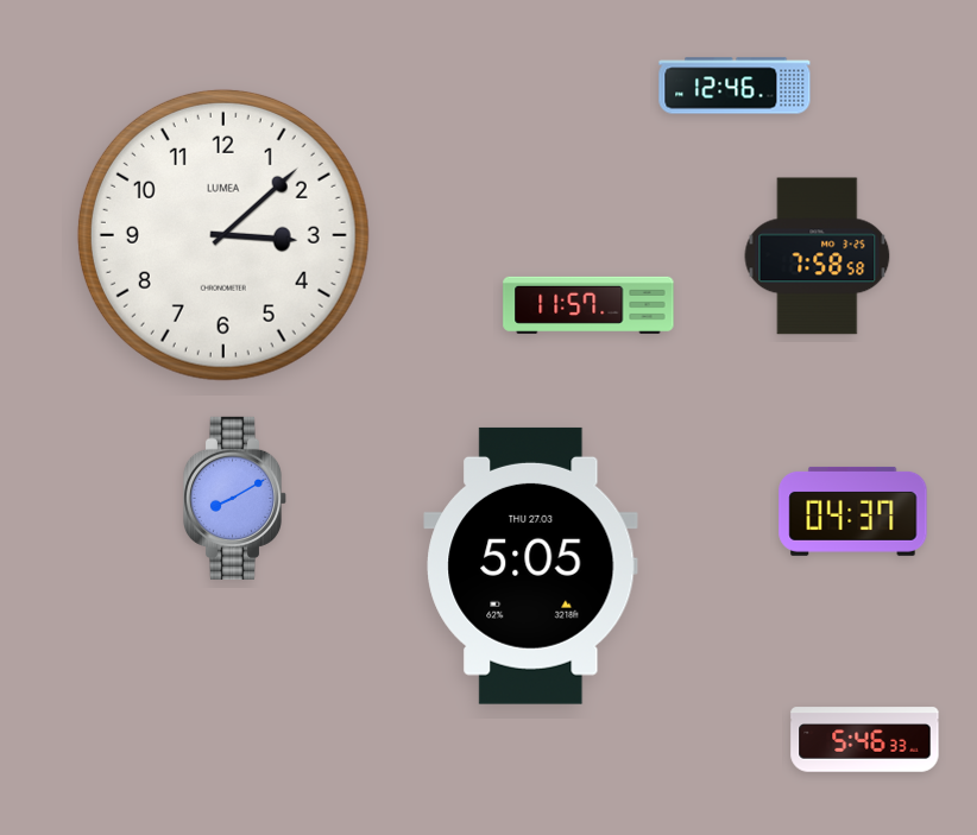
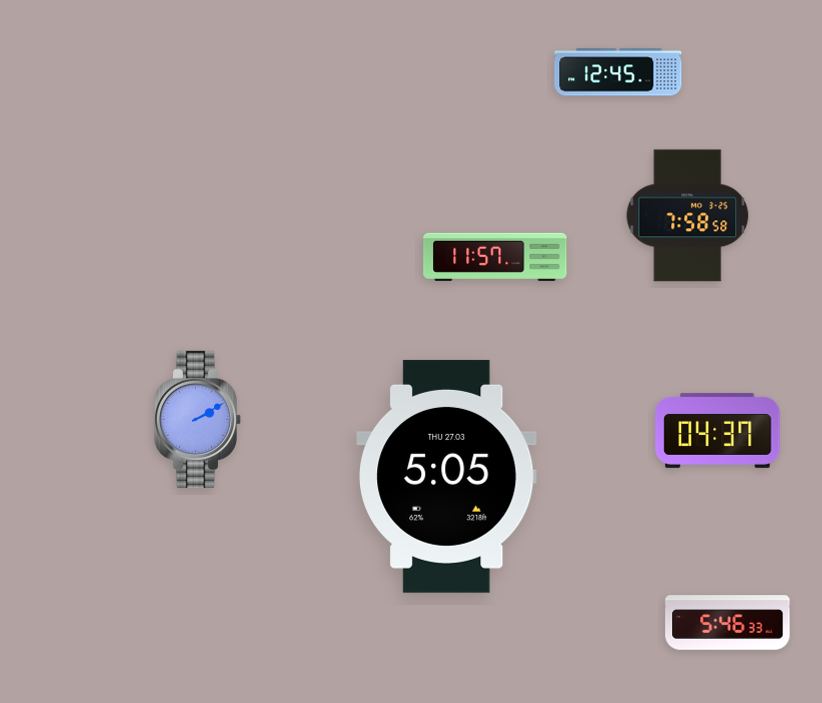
clock at (735, 86): 12:46 -> 12:45
clock at (223, 235): 3:08 -> none
clock at (235, 498): 8:10 -> 2:10
